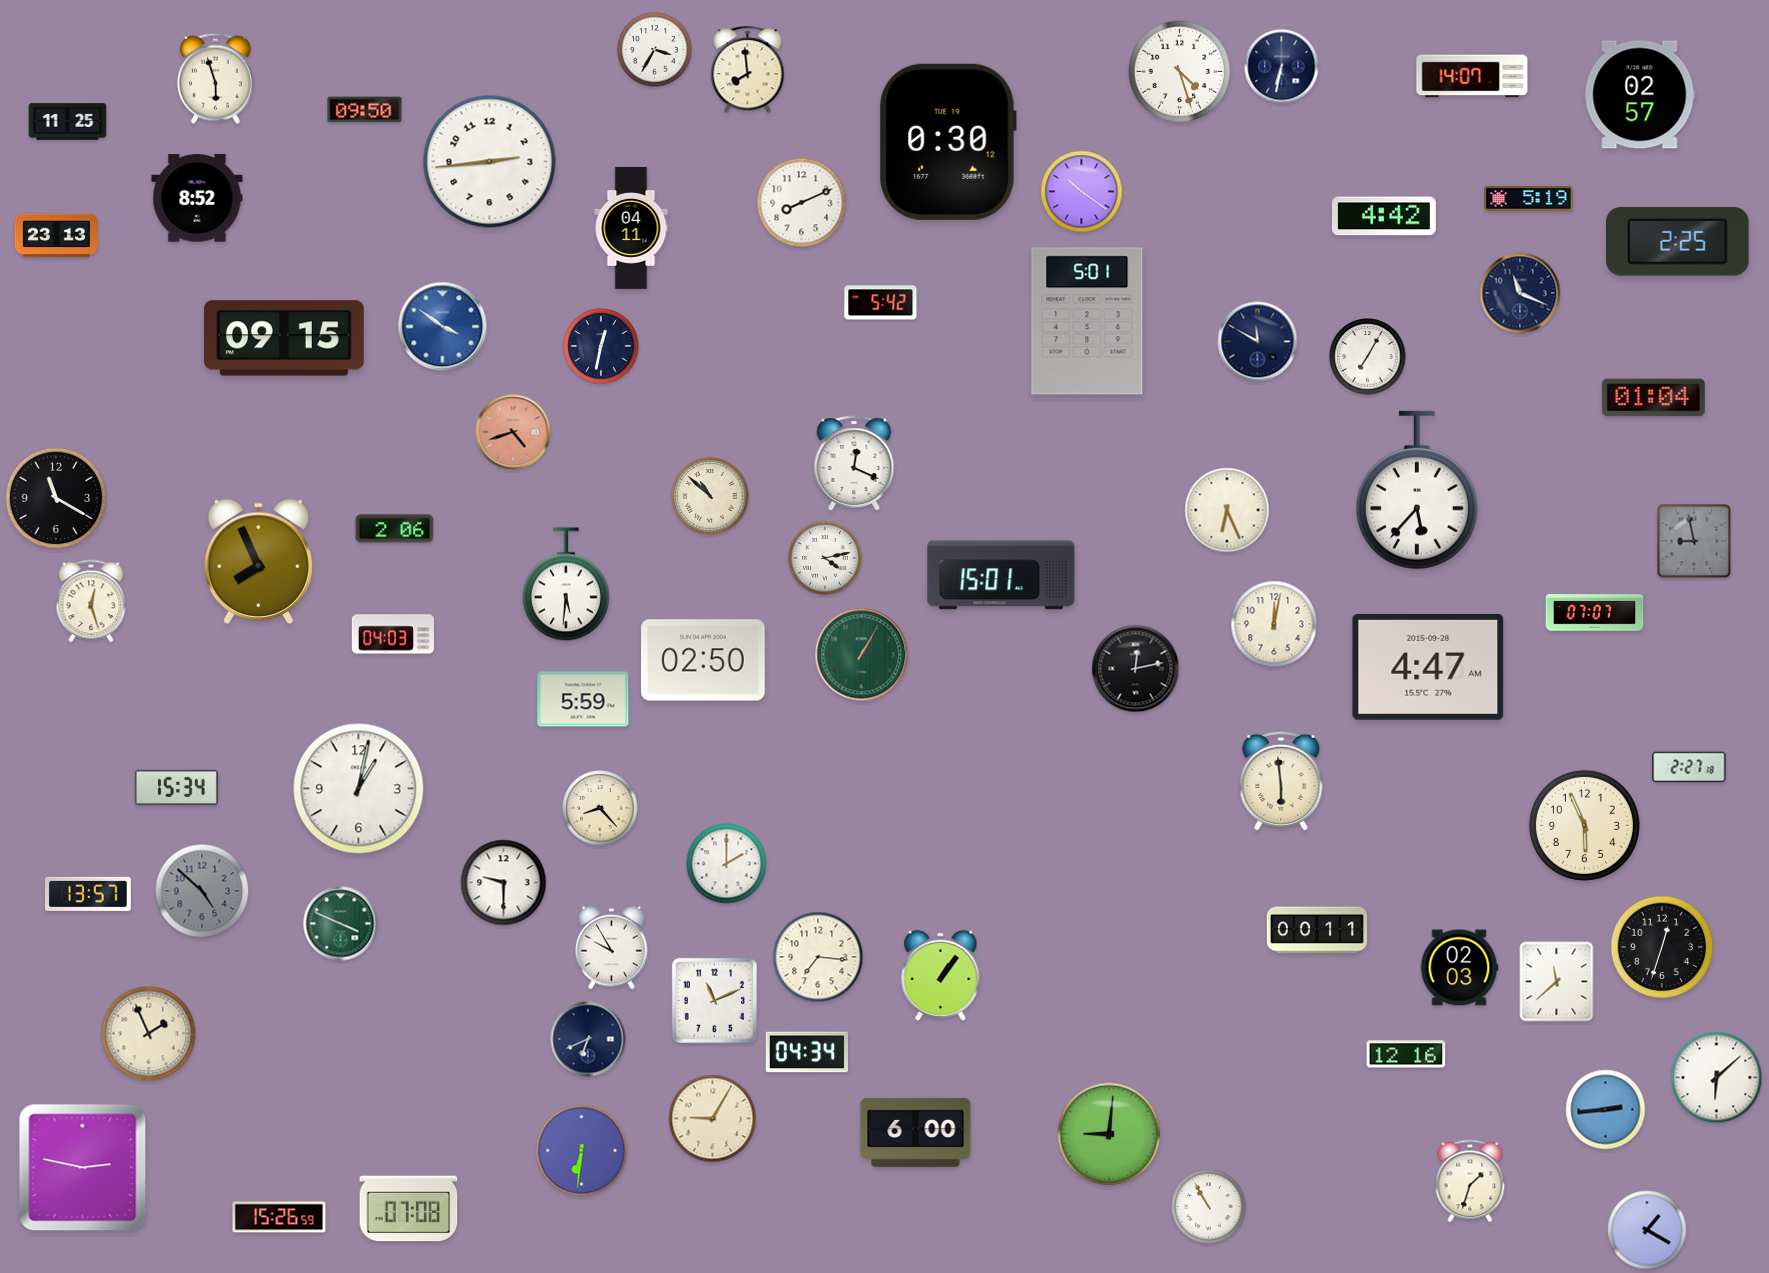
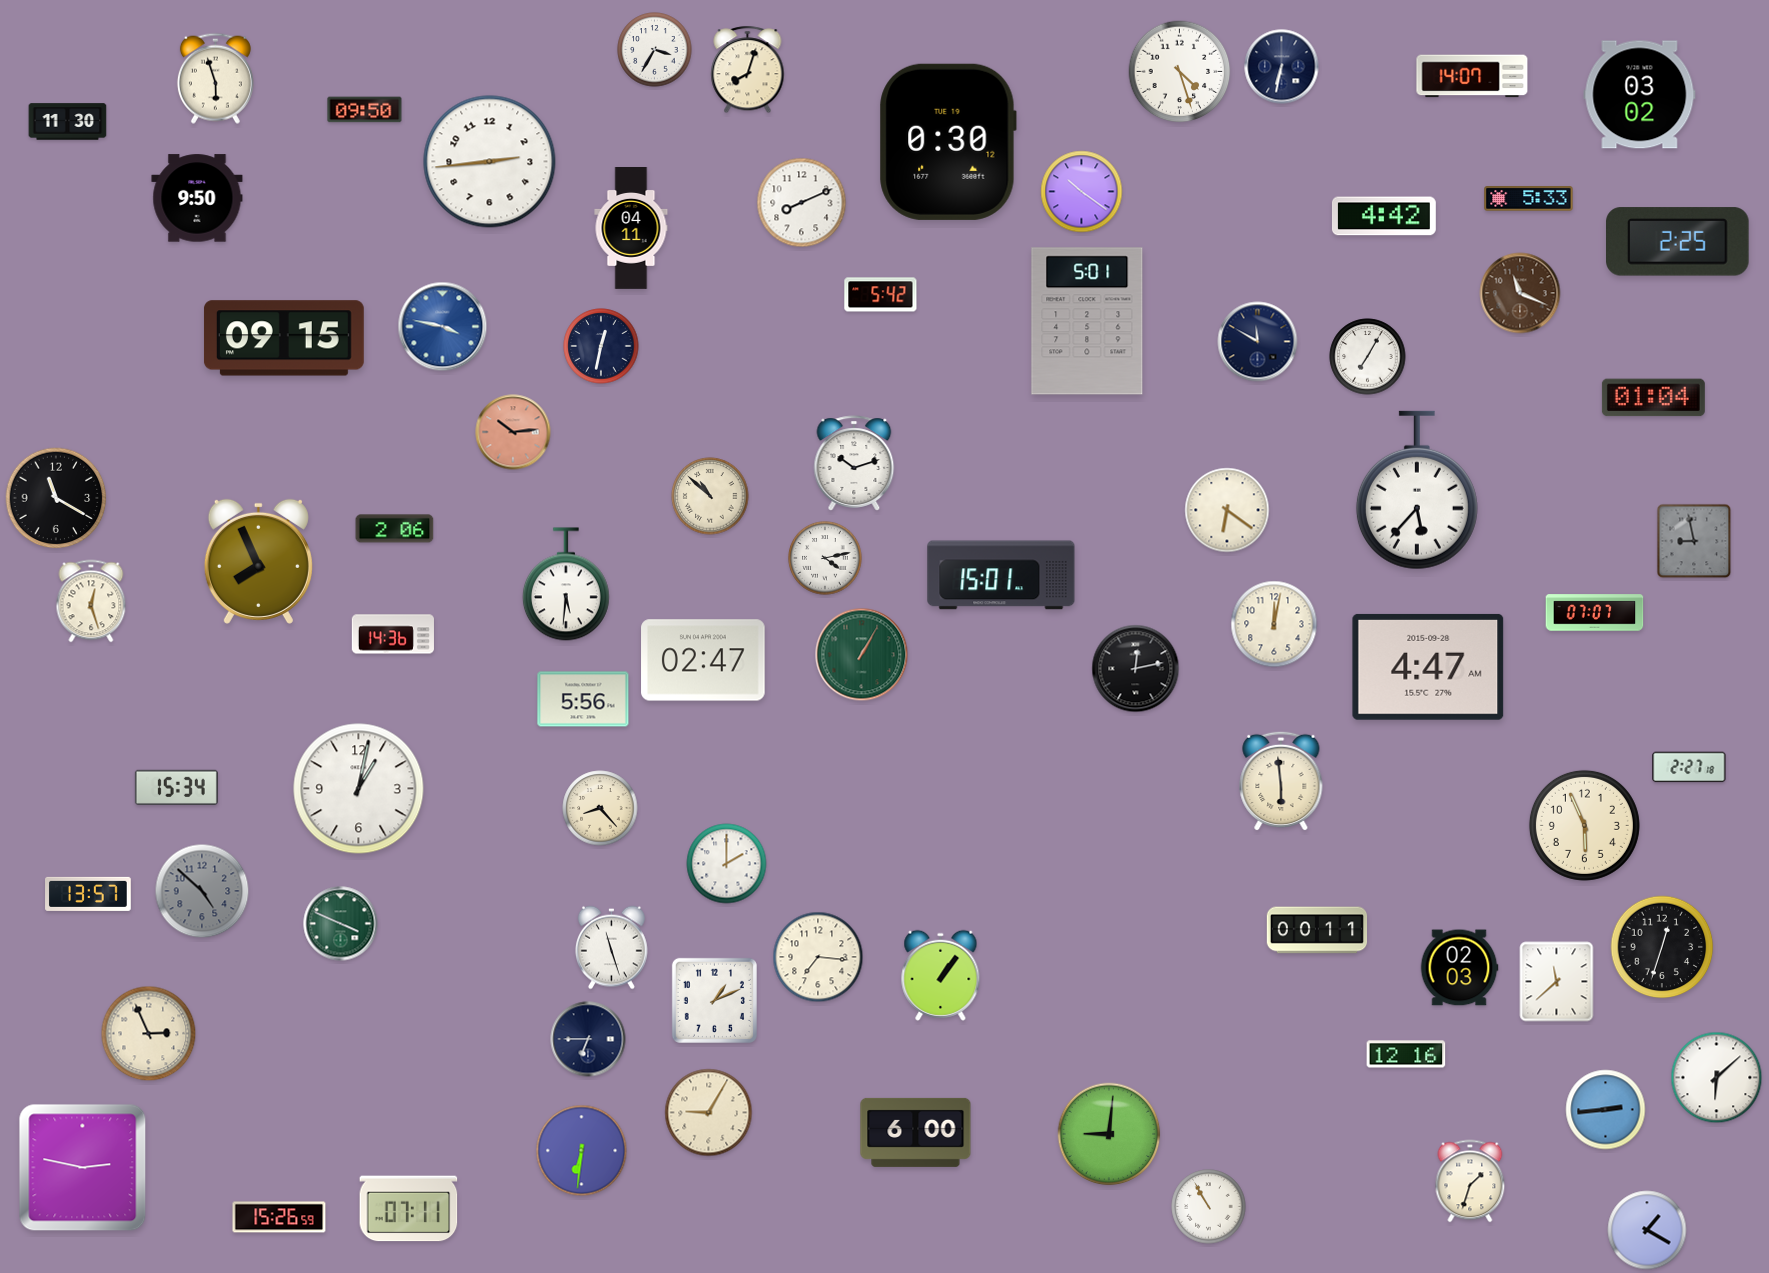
clock at (748, 70): 7:59 -> 8:03
clock at (1640, 95): 02:57 -> 03:02
clock at (68, 122): 11:25 -> 11:30
clock at (197, 198): 8:52 -> 9:50
clock at (1529, 199): 5:19 -> 5:33
clock at (56, 236): 23:13 -> none
clock at (1520, 293) dial: navy -> brown
clock at (881, 303) position: (881, 303) -> (881, 295)
clock at (443, 327): 3:51 -> 3:47
clock at (513, 432): 4:42 -> 10:14
clock at (854, 463): 12:19 -> 10:12
clock at (1227, 510): 6:26 -> 6:21
clock at (393, 634): 04:03 -> 14:36
clock at (703, 660): 02:50 -> 02:47
clock at (583, 699): 5:59 -> 5:56
clock at (504, 883): 9:30 -> none
clock at (611, 948): 9:55 -> 11:27
clock at (714, 1000): 11:11 -> 1:11
clock at (149, 1034): 1:56 -> 2:56
clock at (588, 1039): 6:41 -> 6:45
clock at (807, 1052): 04:34 -> none
clock at (713, 1119) position: (713, 1119) -> (709, 1113)
clock at (409, 1209): 07:08 -> 07:11
